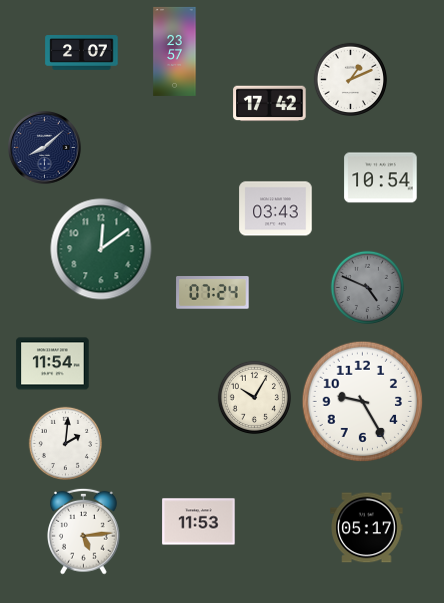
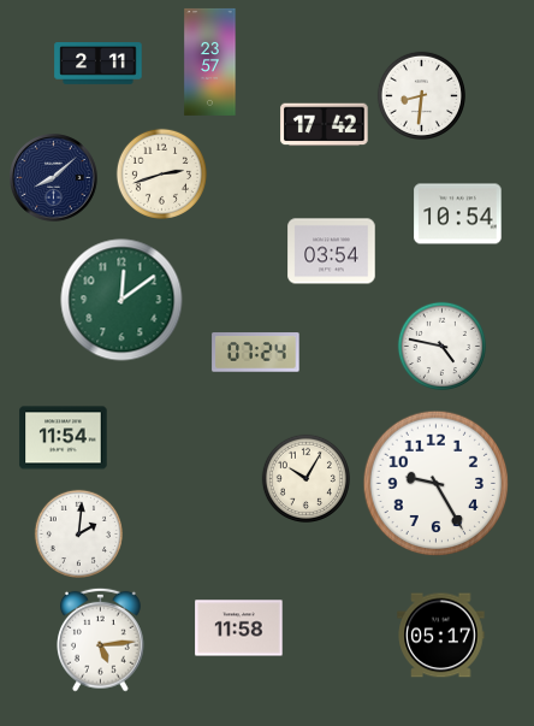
clock at (82, 53): 2:07 -> 2:11
clock at (350, 79): 1:11 -> 8:31
clock at (161, 173): none -> 2:42
clock at (276, 209): 03:43 -> 03:54
clock at (367, 287): 4:49 -> 4:47
clock at (367, 287) dial: grey -> white
clock at (199, 522): 11:53 -> 11:58
